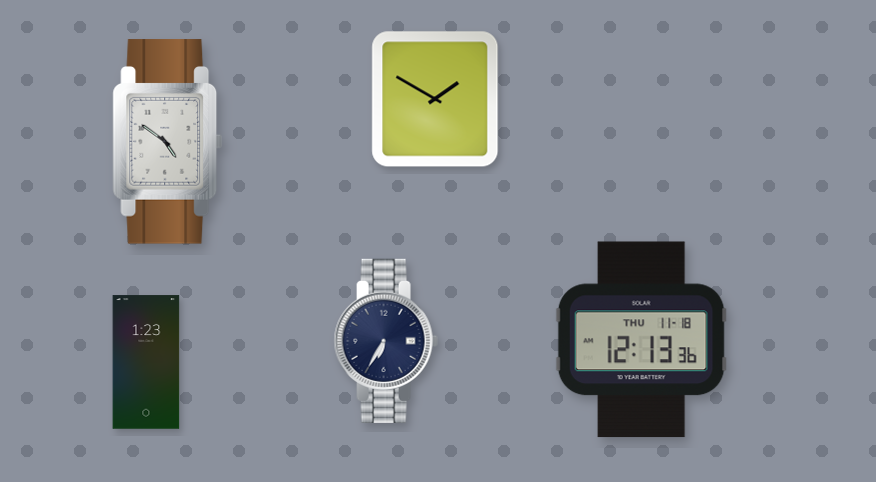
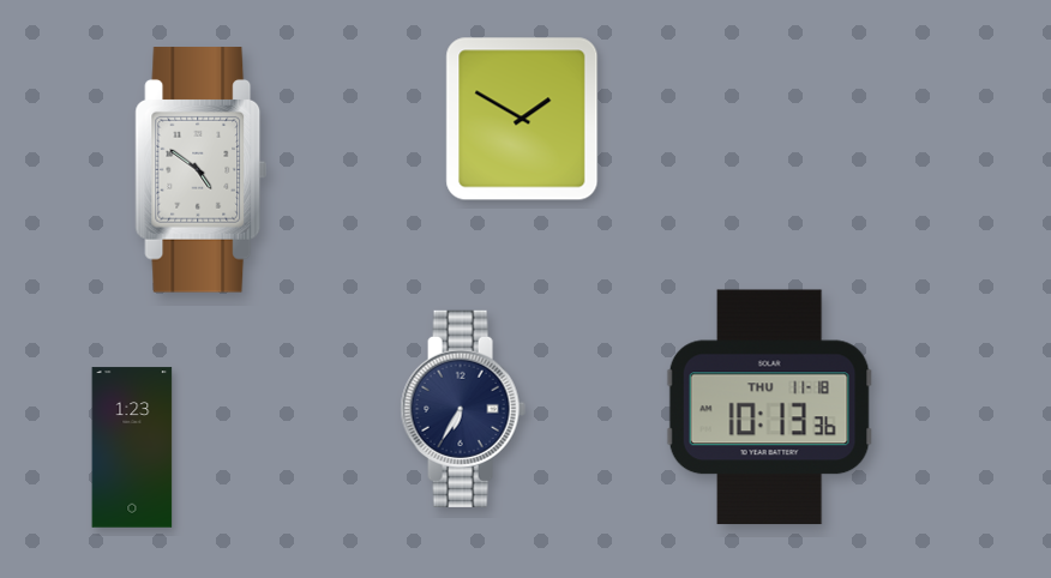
clock at (641, 340): 12:13 -> 10:13
clock at (146, 362) position: (146, 362) -> (132, 447)
